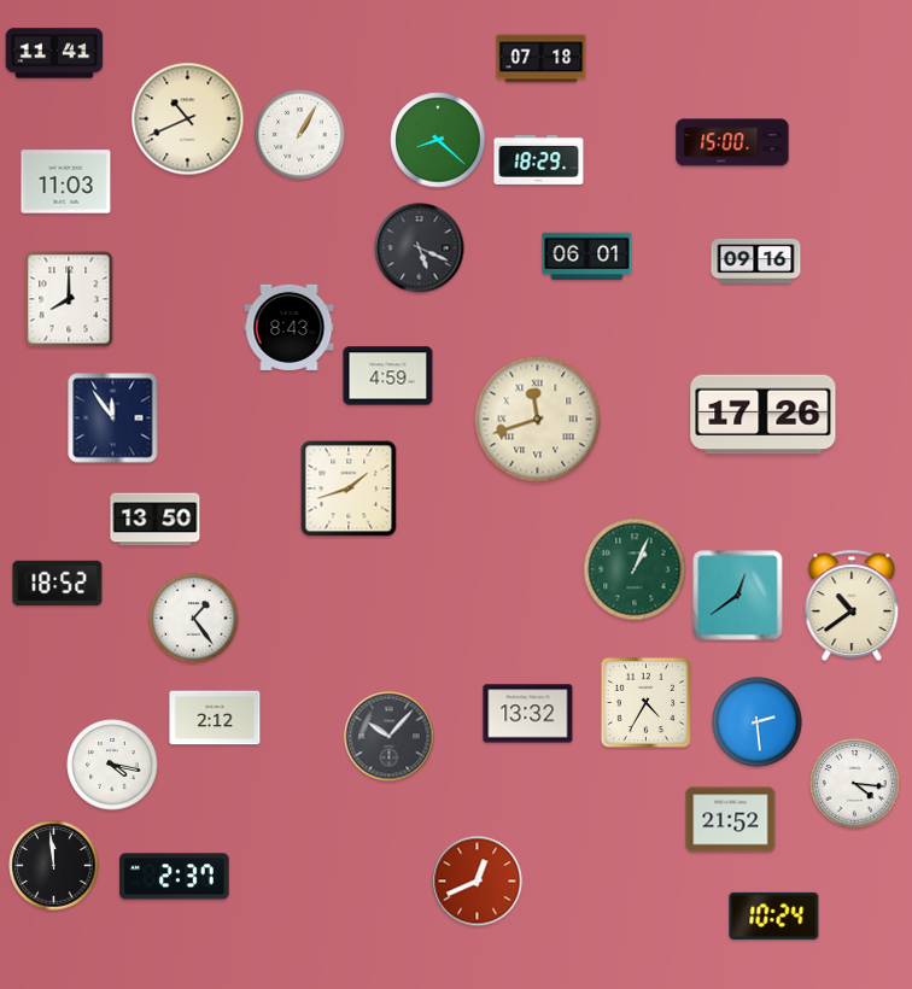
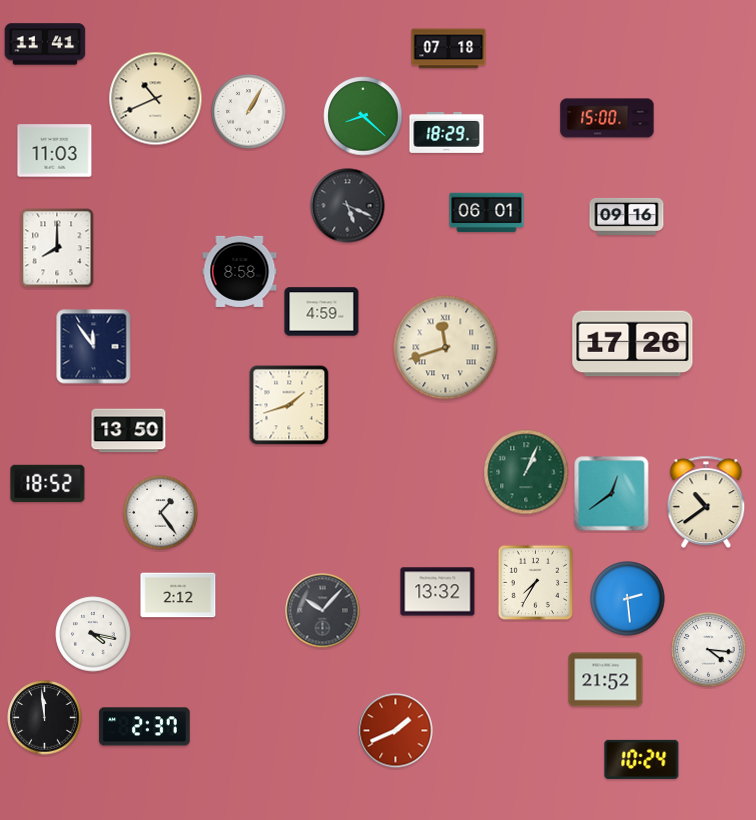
clock at (290, 327): 8:43 -> 8:58
clock at (645, 702): 4:35 -> 7:35
clock at (478, 882): 12:41 -> 1:41
